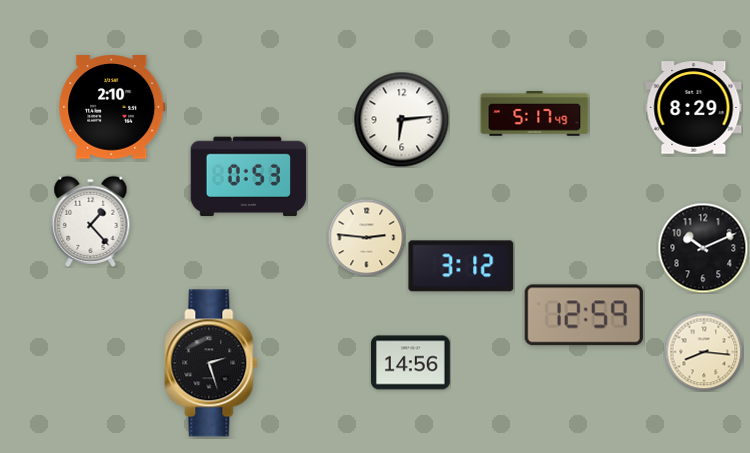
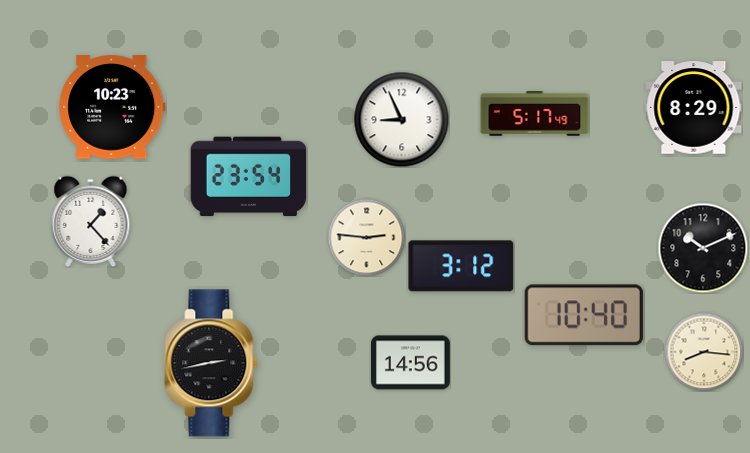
clock at (112, 107): 2:10 -> 10:23
clock at (401, 119): 6:14 -> 8:56
clock at (249, 177): 0:53 -> 23:54
clock at (584, 315): 12:59 -> 10:40
clock at (211, 363): 2:27 -> 2:43
